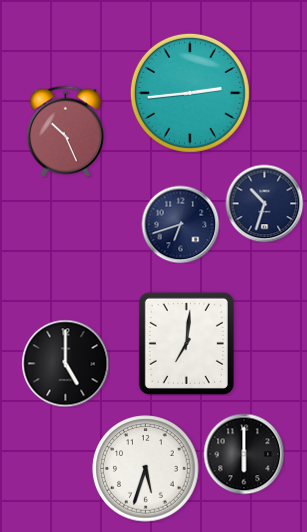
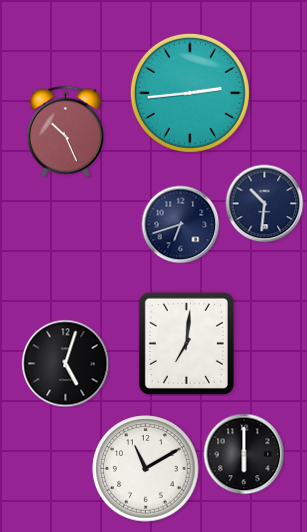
clock at (264, 203): 10:33 -> 10:31
clock at (65, 363): 5:00 -> 5:03
clock at (146, 469): 5:33 -> 11:10
